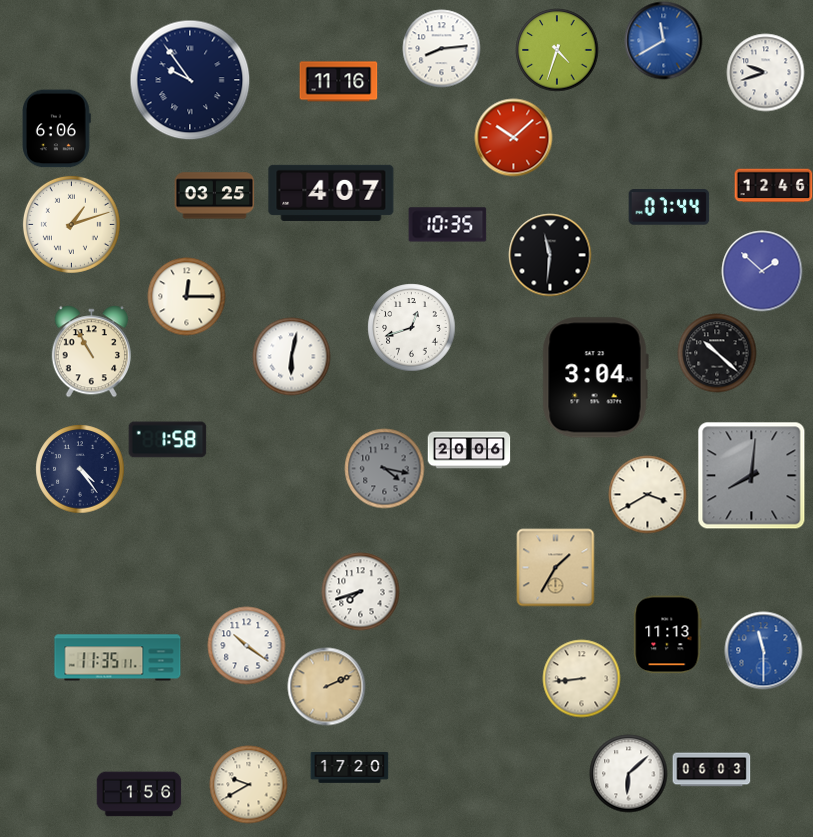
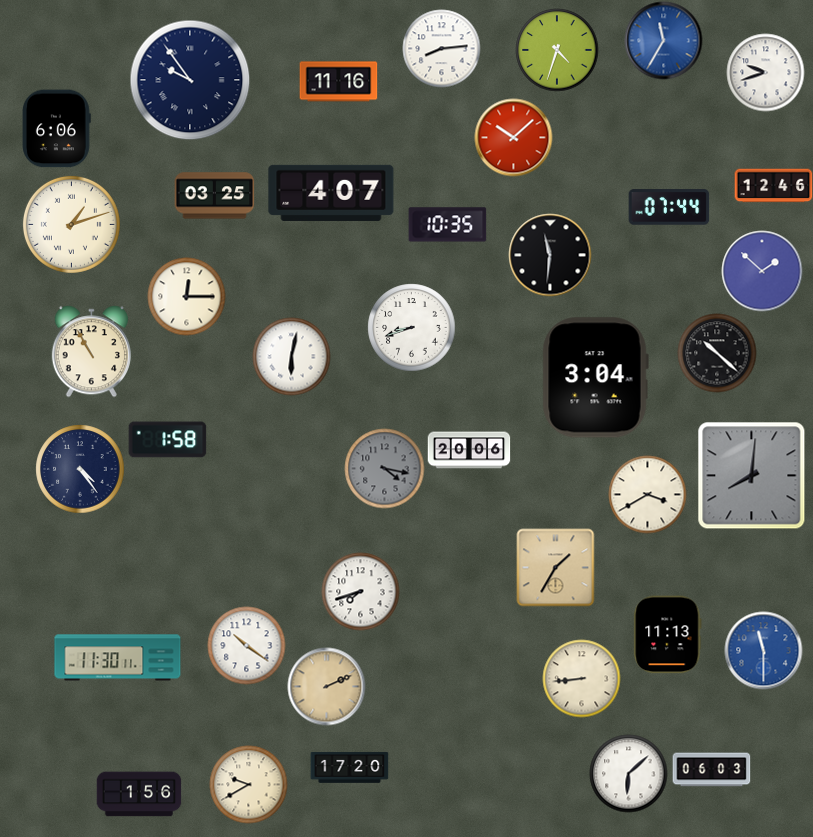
clock at (663, 40): 11:40 -> 11:35
clock at (411, 327): 12:42 -> 8:42
clock at (118, 658): 11:35 -> 11:30
